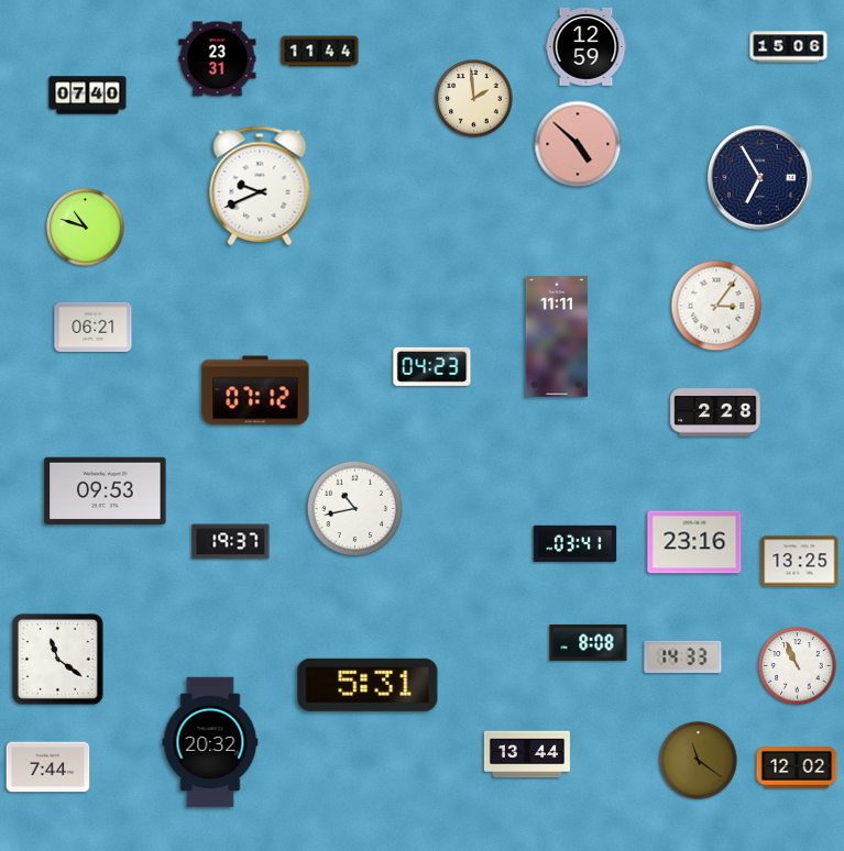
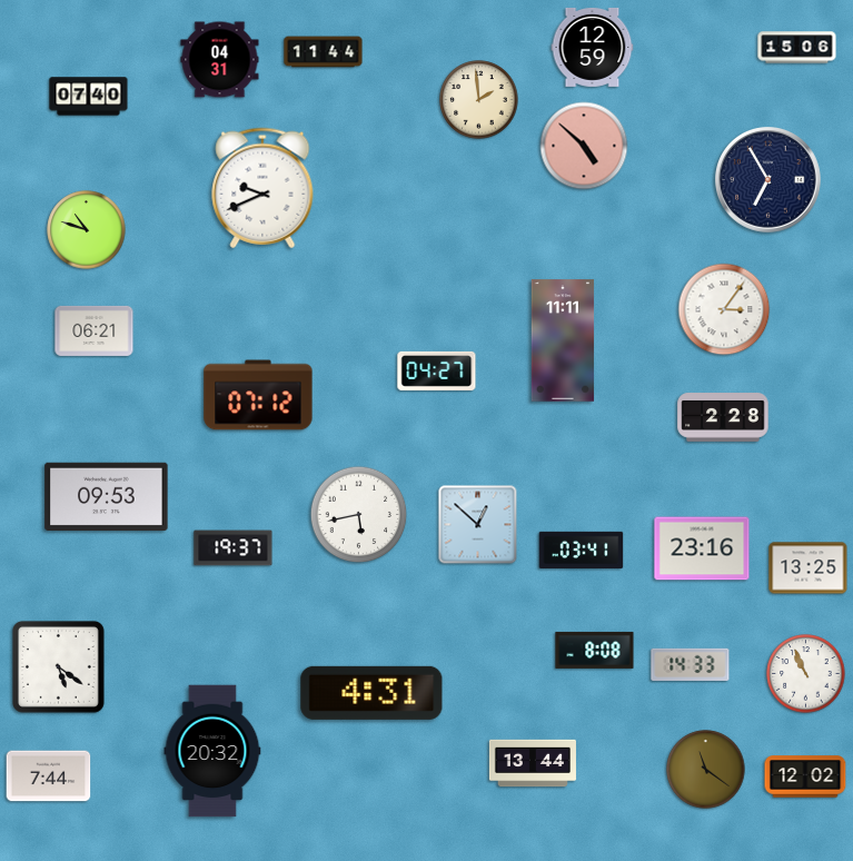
clock at (218, 59): 23:31 -> 04:31
clock at (432, 366): 04:23 -> 04:27
clock at (355, 509): 10:43 -> 5:43
clock at (478, 525): none -> 12:52
clock at (57, 659): 11:21 -> 5:21
clock at (368, 685): 5:31 -> 4:31
